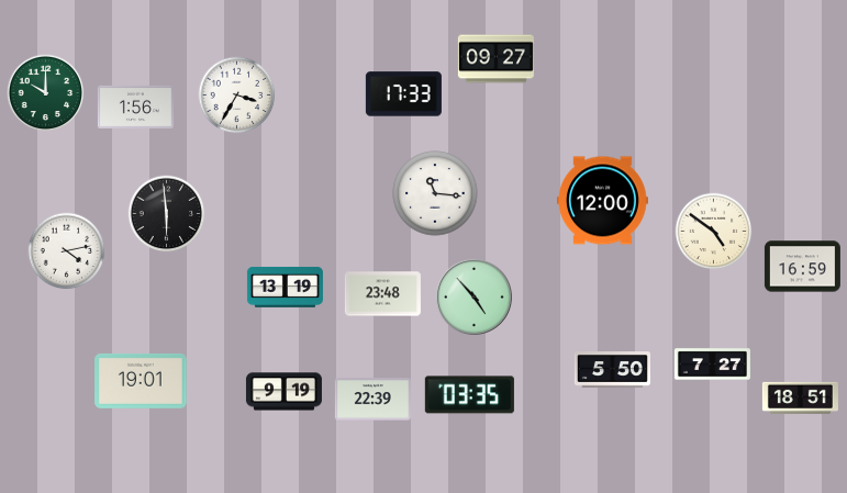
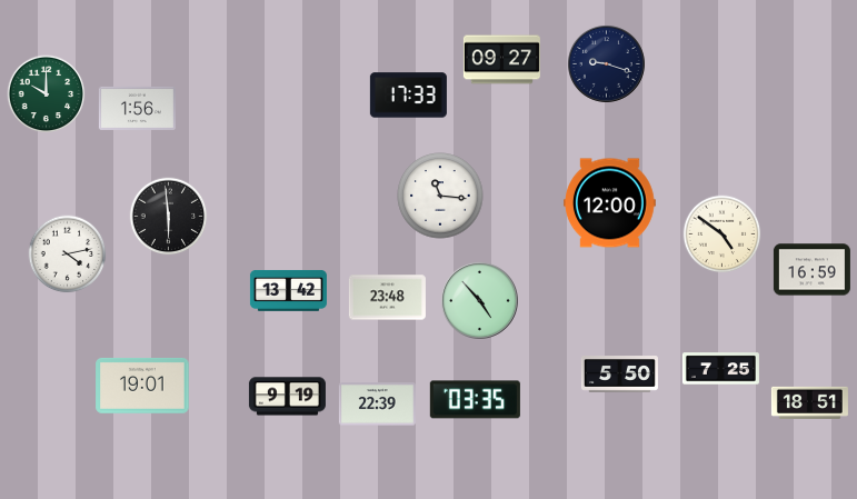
clock at (607, 64): none -> 9:18
clock at (237, 96): 3:35 -> none
clock at (285, 287): 13:19 -> 13:42
clock at (712, 365): 7:27 -> 7:25
